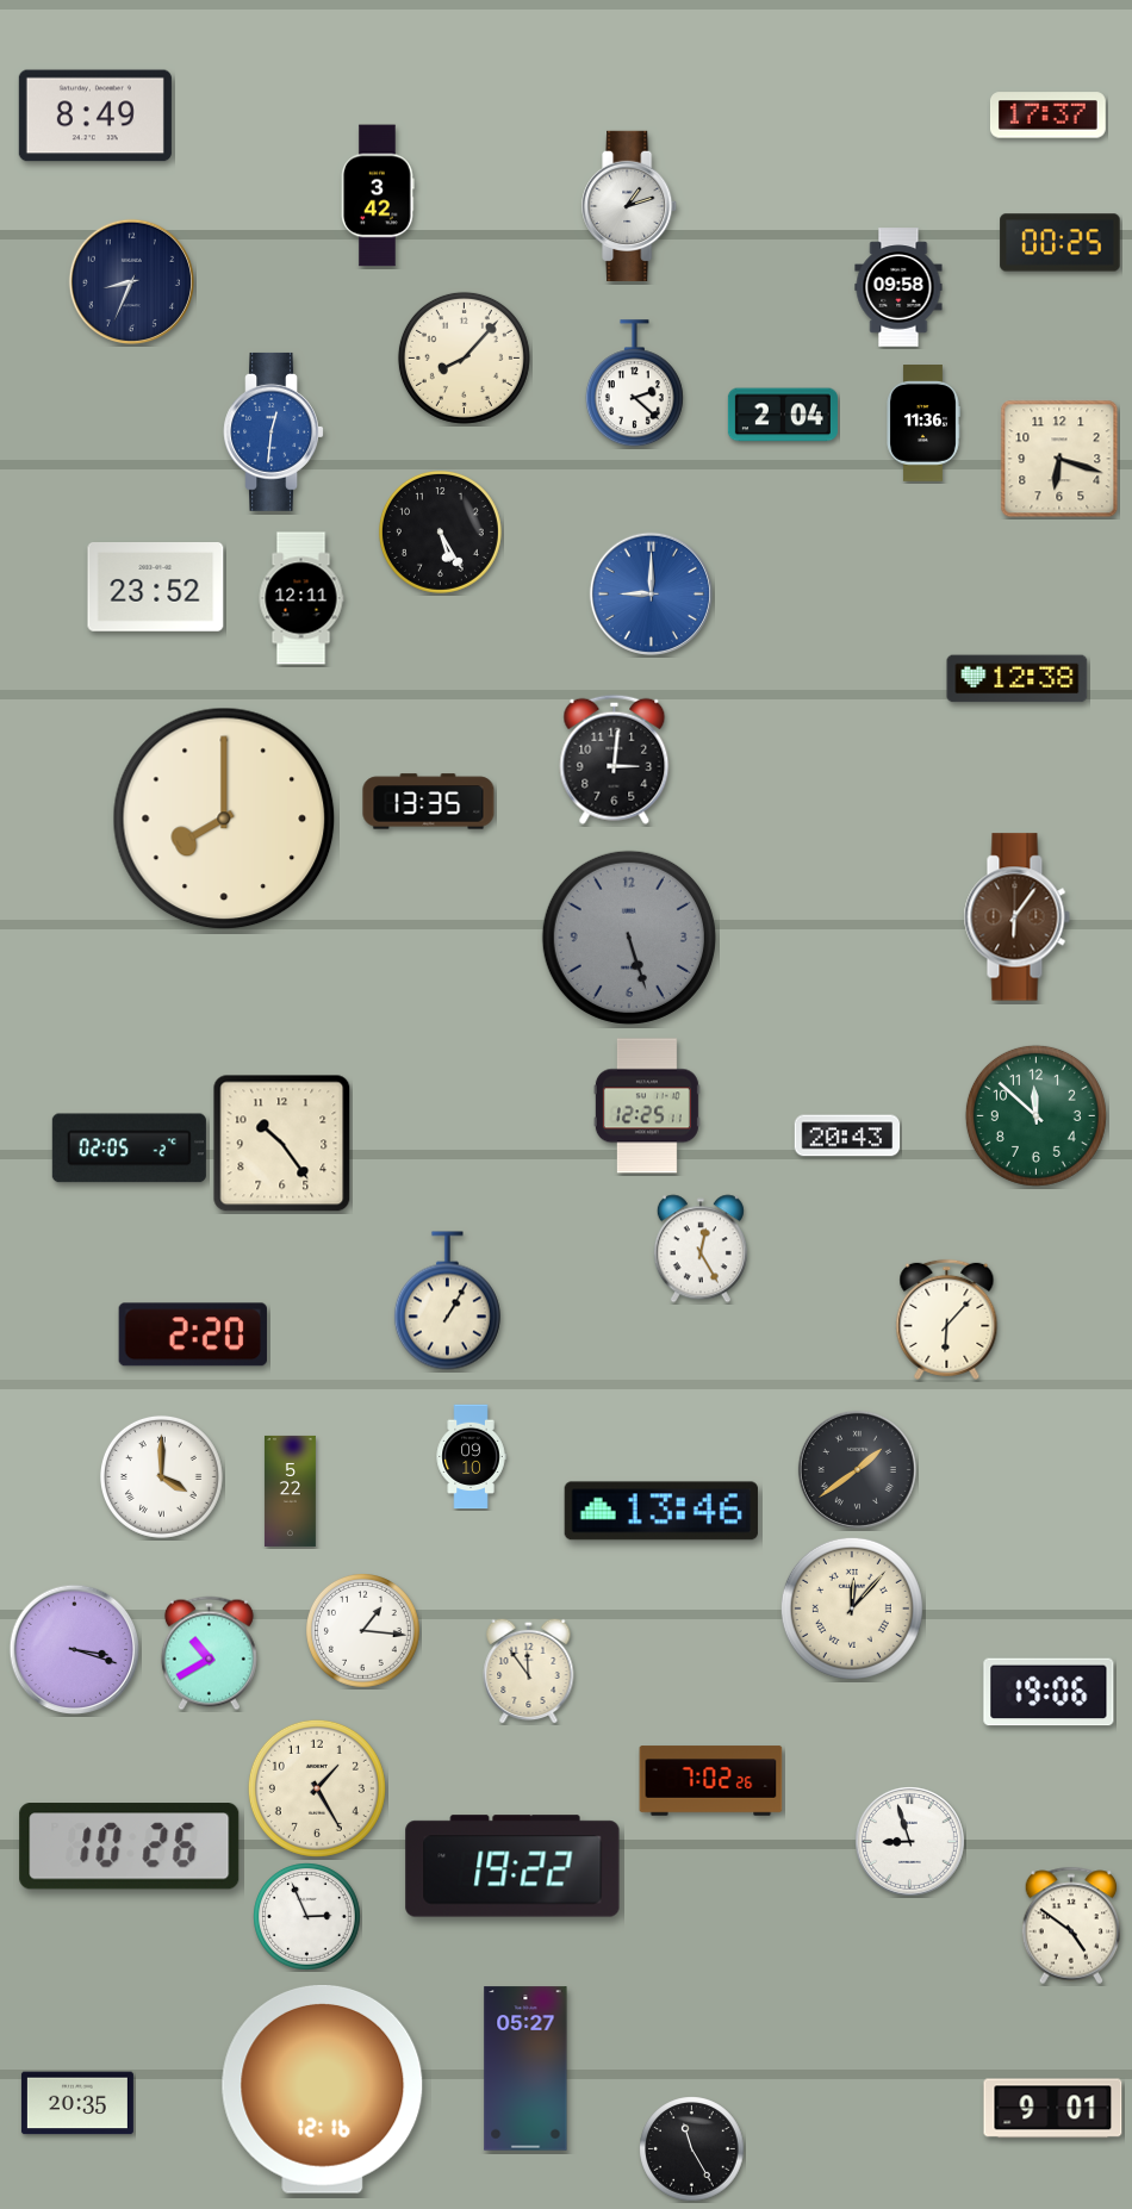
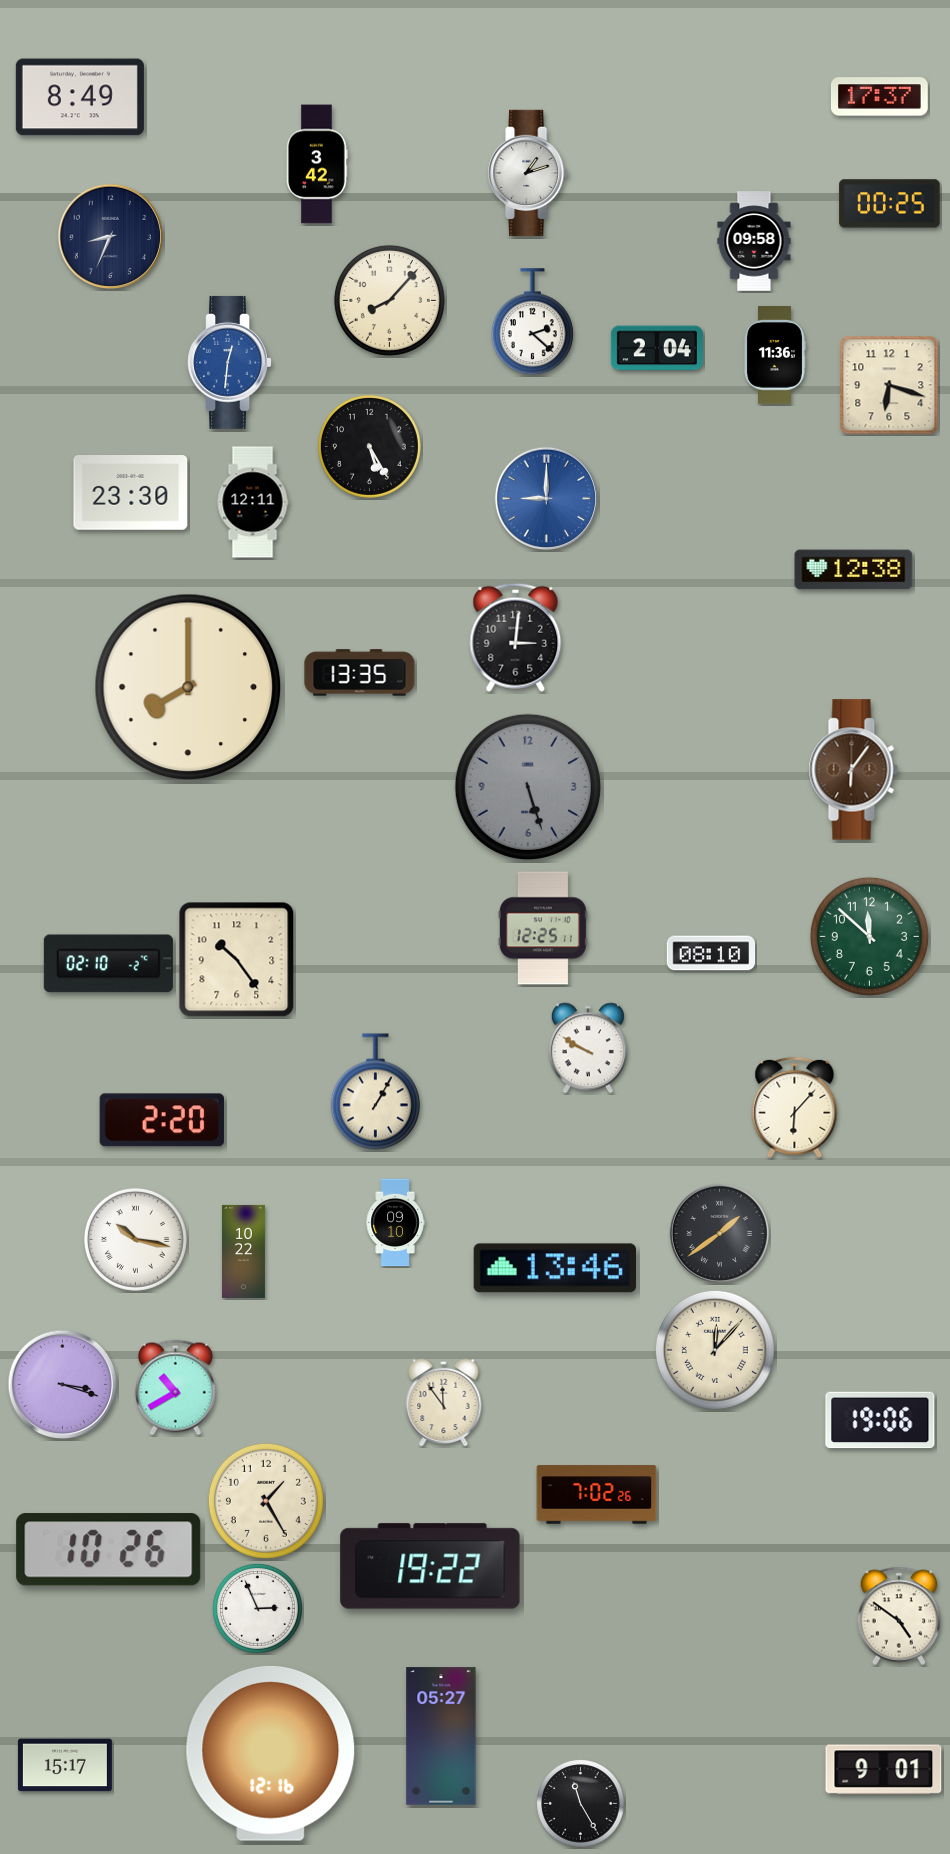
clock at (156, 587): 23:52 -> 23:30
clock at (847, 1135): 20:43 -> 08:10
clock at (129, 1149): 02:05 -> 02:10
clock at (701, 1249): 12:25 -> 9:50
clock at (161, 1476): 4:00 -> 10:17
clock at (290, 1491): 5:22 -> 10:22
clock at (363, 1631): 1:16 -> none
clock at (910, 1842): 8:57 -> none
clock at (77, 2103): 20:35 -> 15:17
